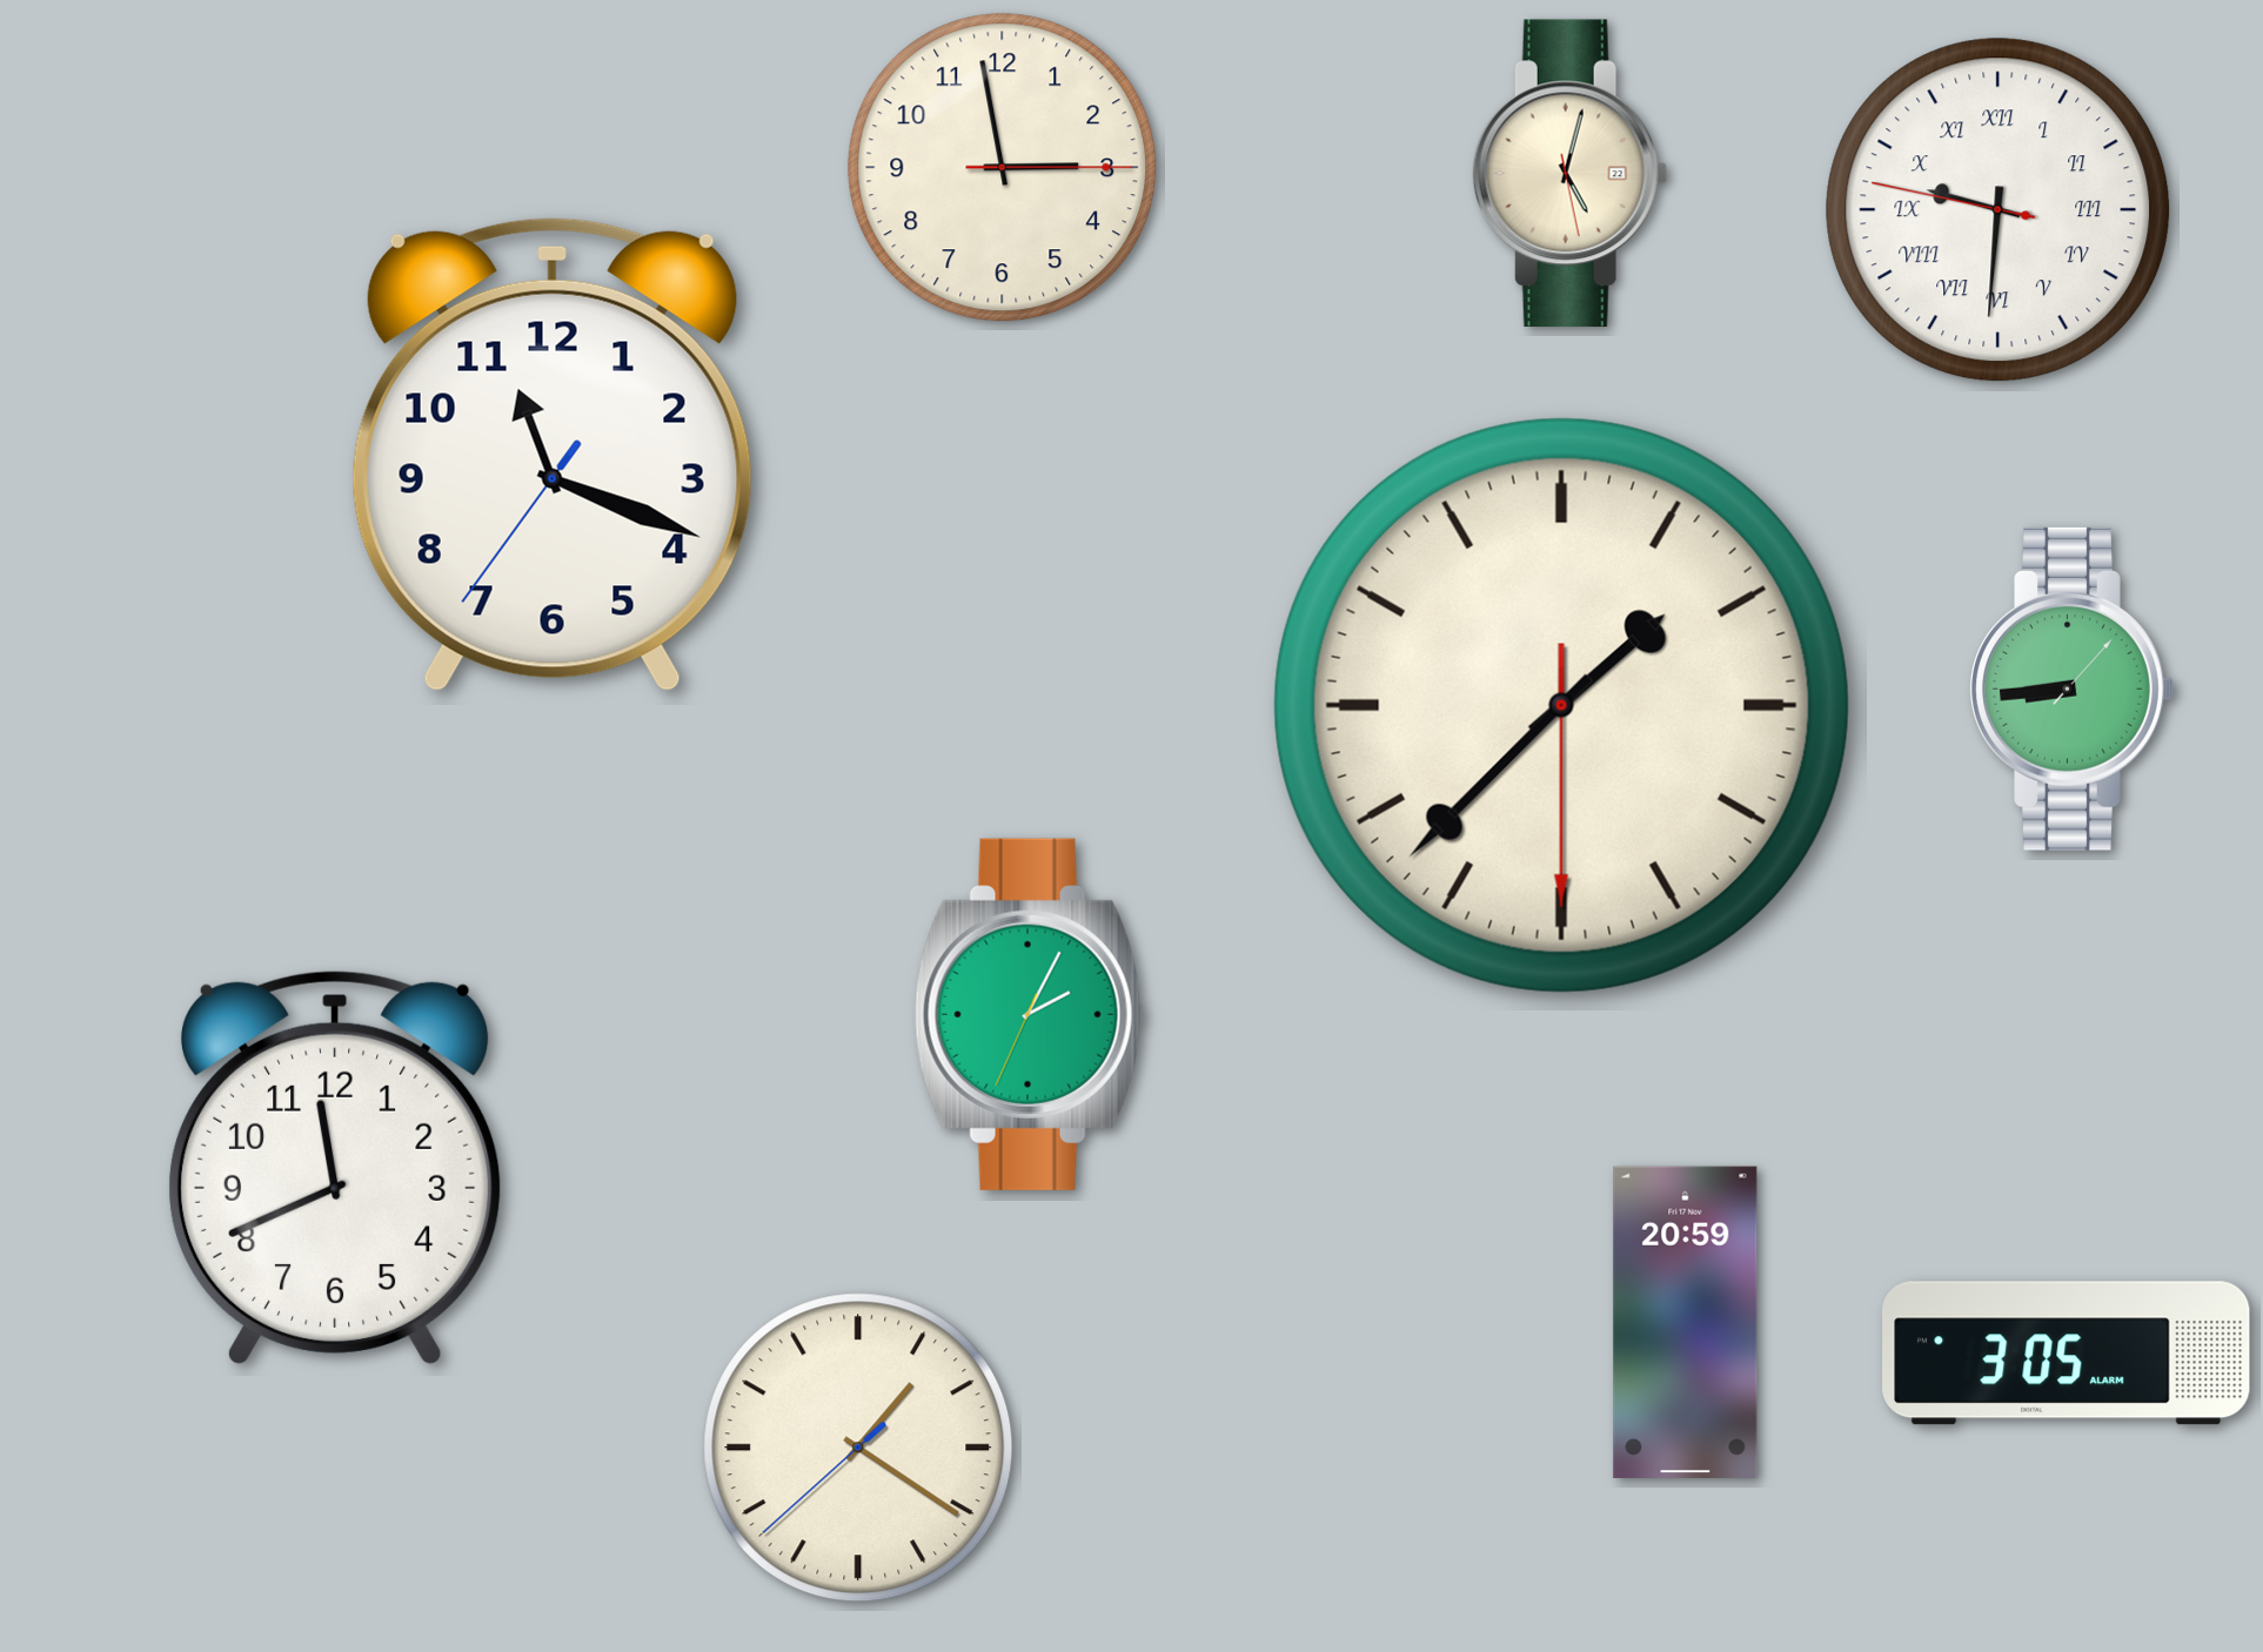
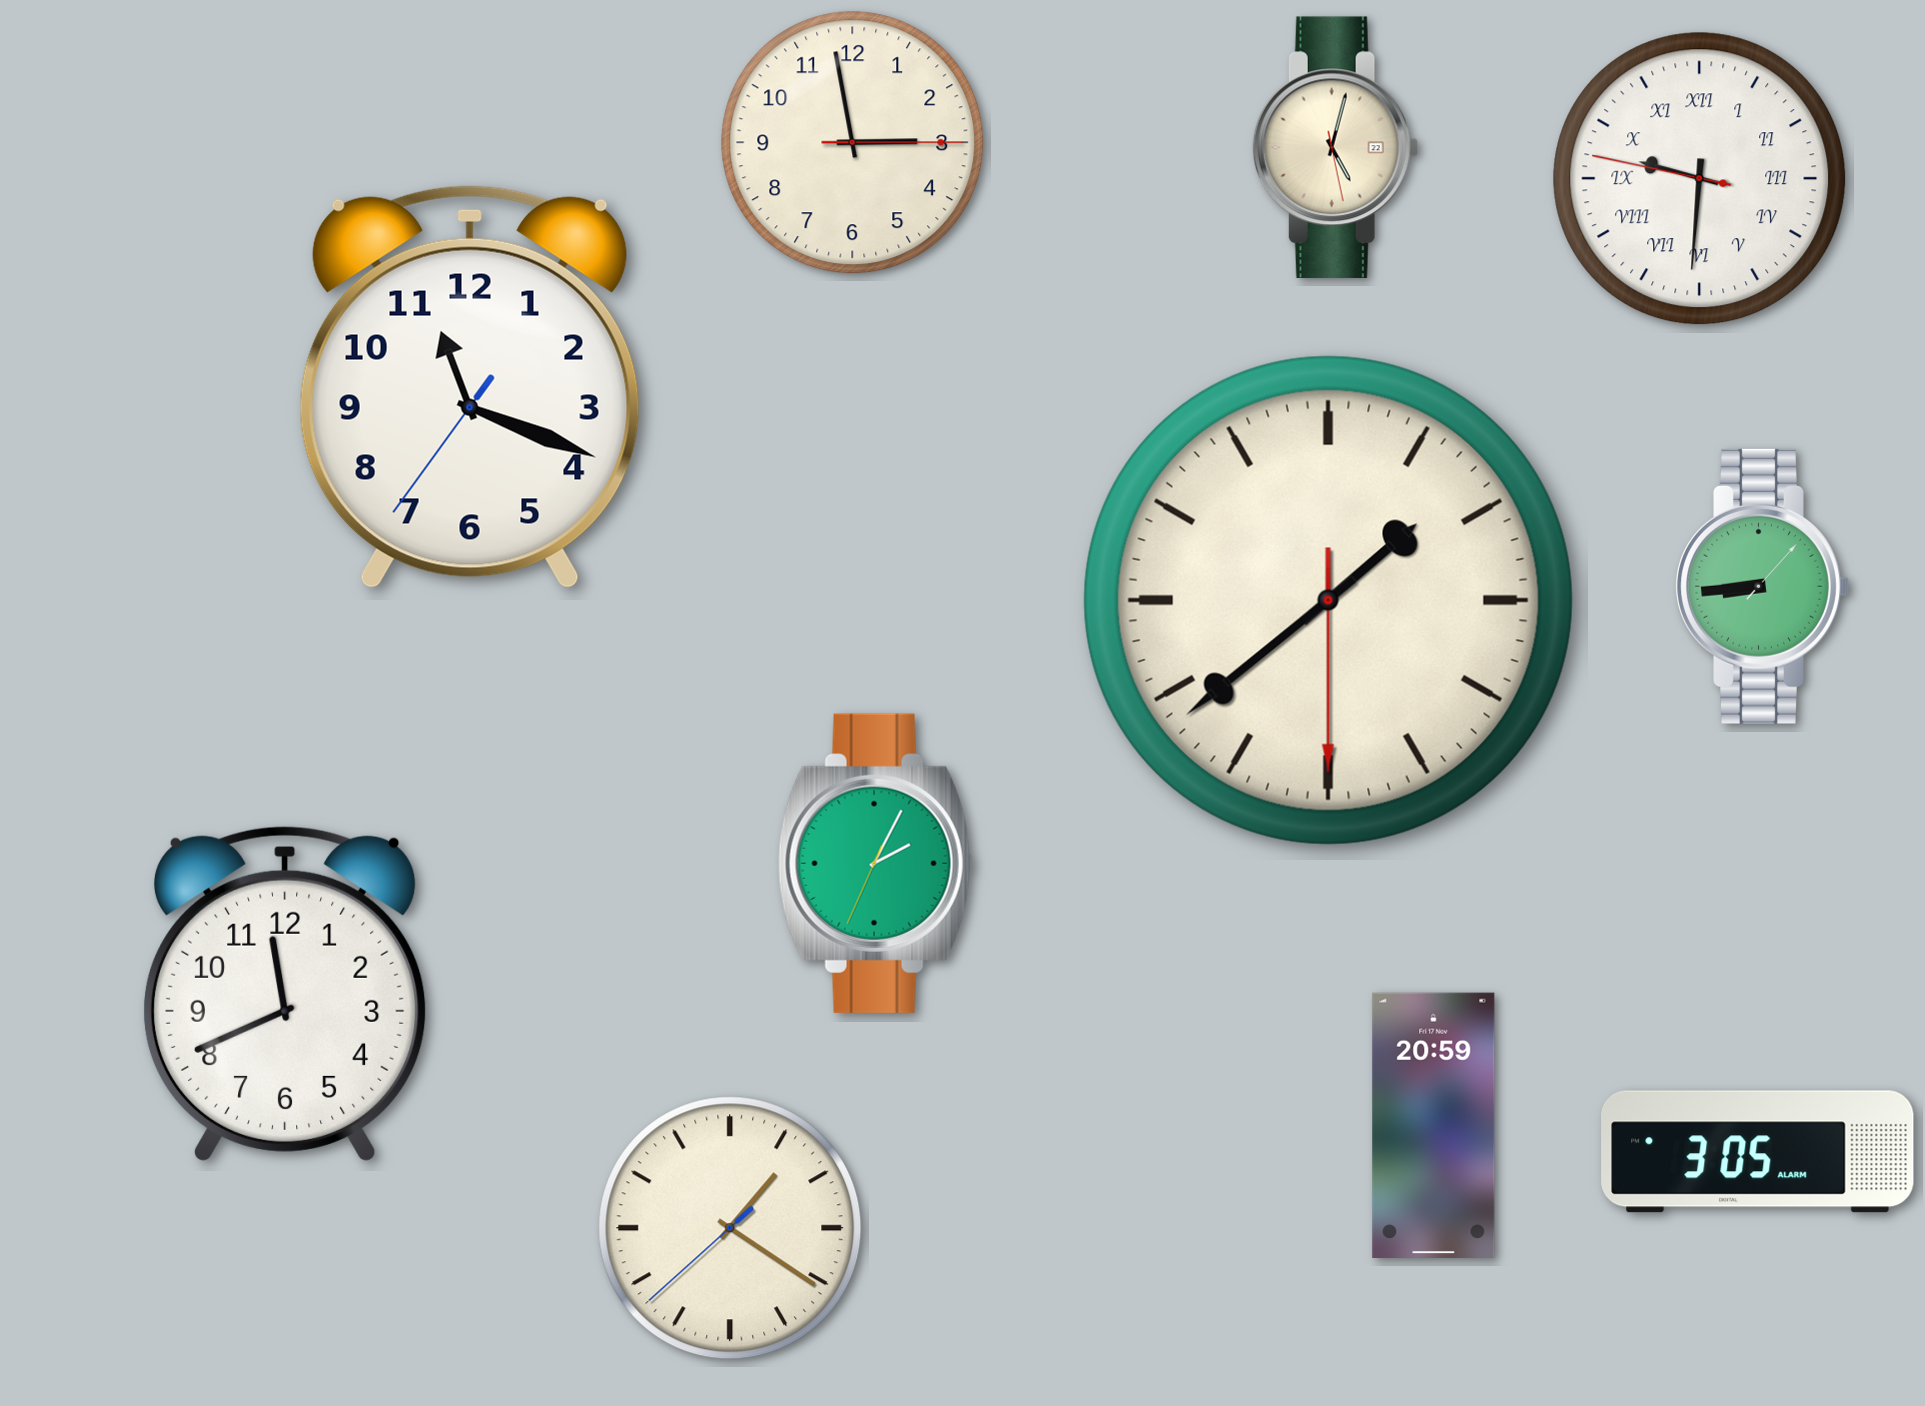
clock at (1561, 705): 1:37 -> 1:38
clock at (858, 1448) position: (858, 1448) -> (730, 1228)
